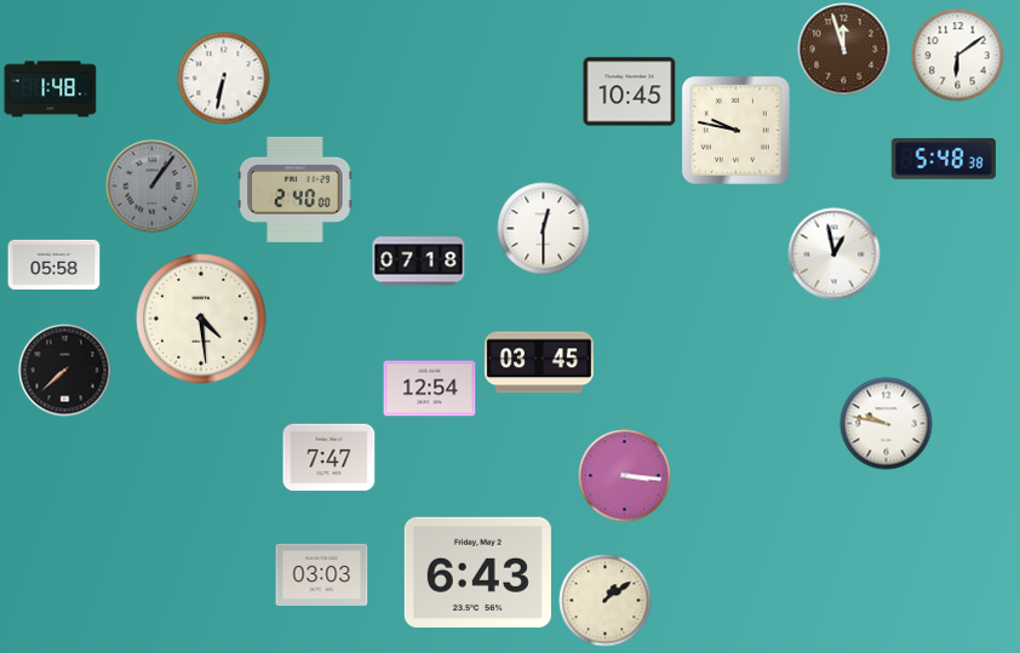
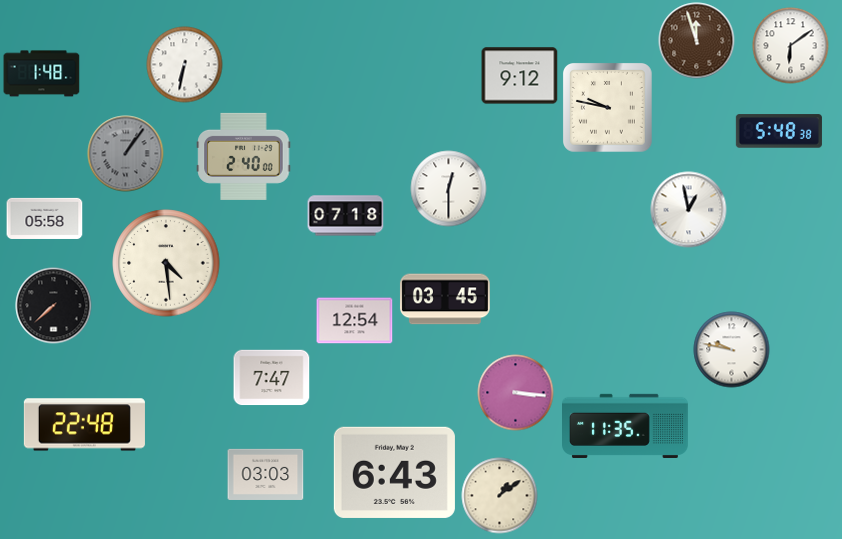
clock at (630, 92): 10:45 -> 9:12
clock at (84, 425): none -> 22:48
clock at (626, 426): none -> 11:35
